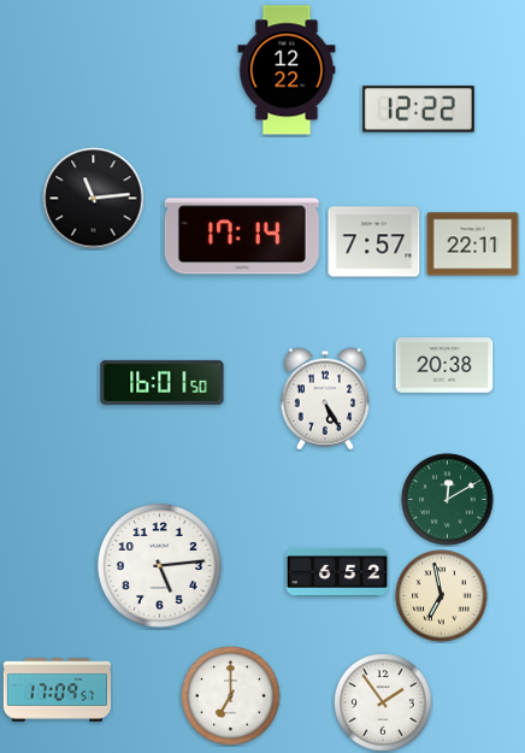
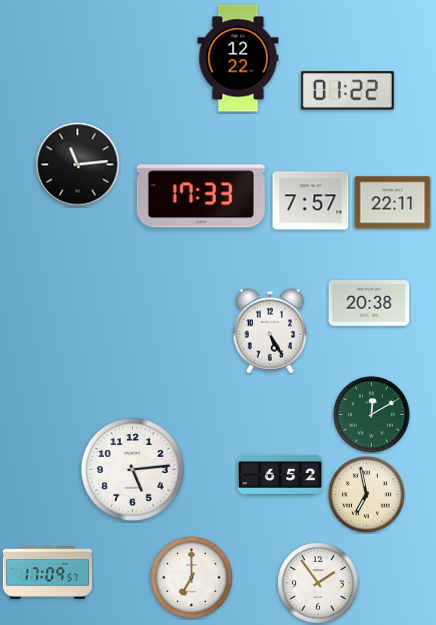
clock at (418, 110): 12:22 -> 01:22
clock at (242, 236): 17:14 -> 17:33
clock at (163, 382): 16:01 -> none
